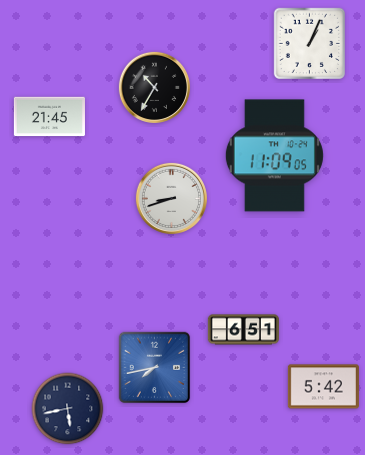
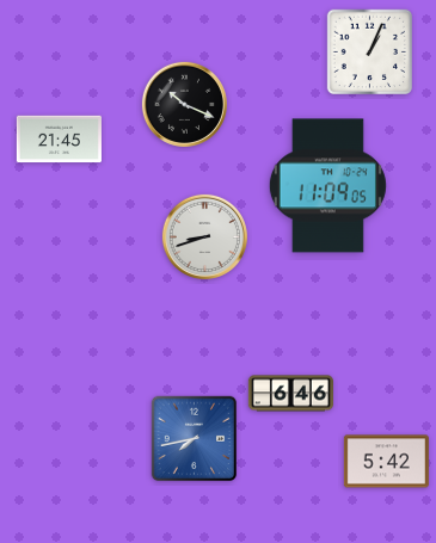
clock at (154, 87): 10:35 -> 10:19
clock at (243, 330): 6:51 -> 6:46
clock at (155, 368) position: (155, 368) -> (195, 439)
clock at (68, 409): 5:43 -> none
